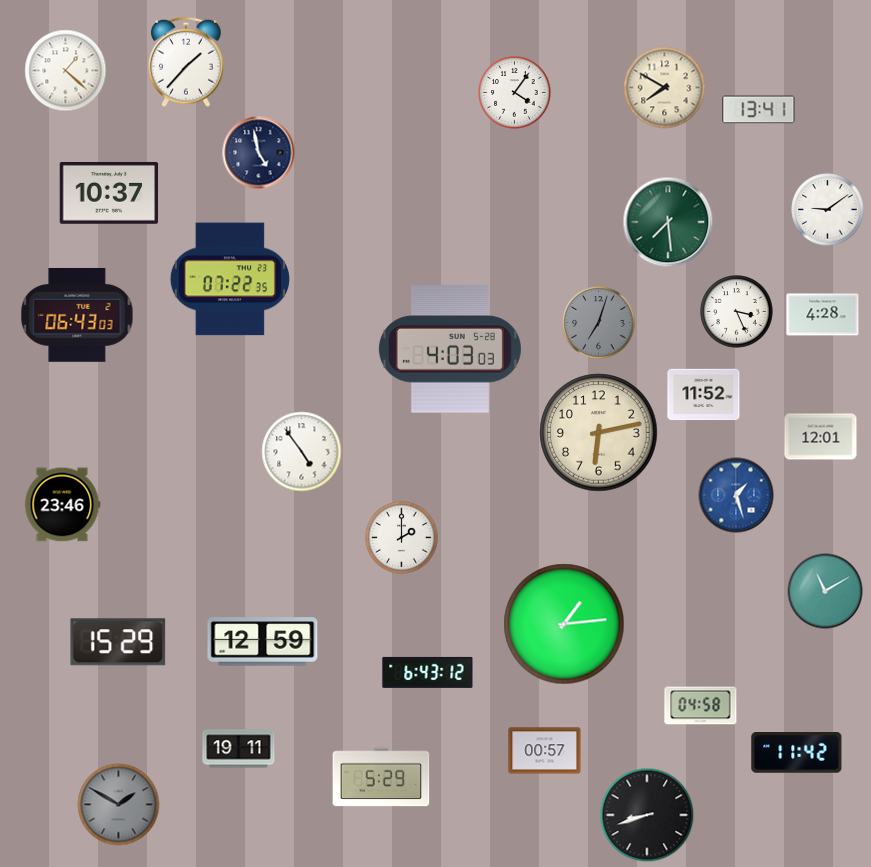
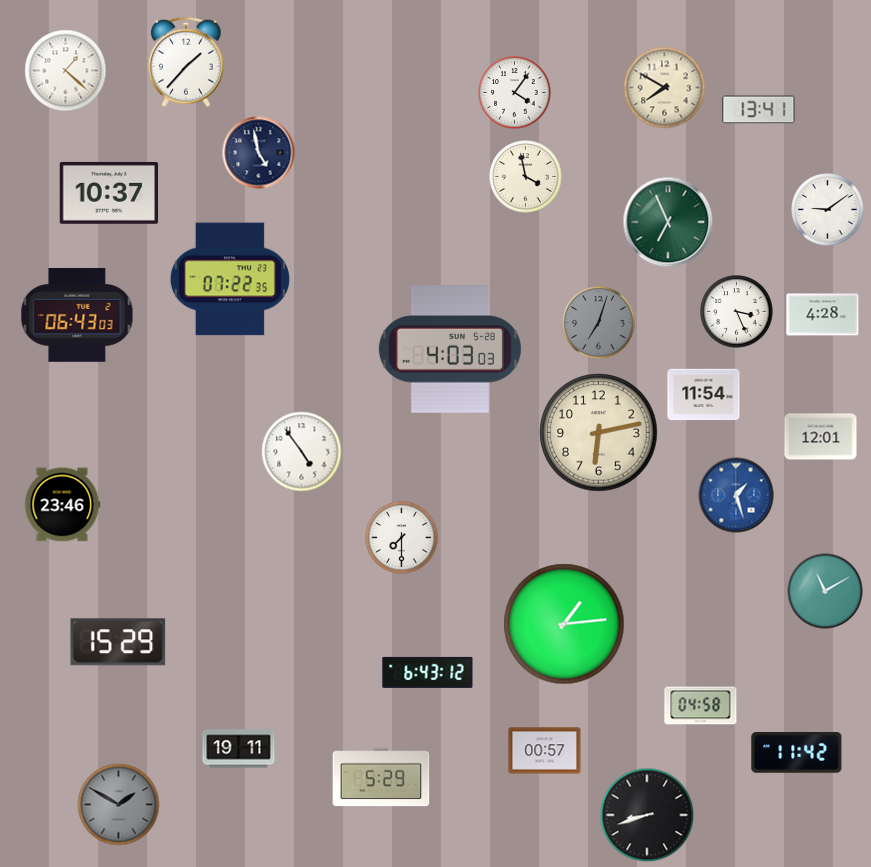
clock at (526, 177): none -> 3:58
clock at (668, 222): 7:29 -> 6:56
clock at (704, 395): 11:52 -> 11:54
clock at (402, 538): 2:00 -> 7:30
clock at (263, 642): 12:59 -> none
